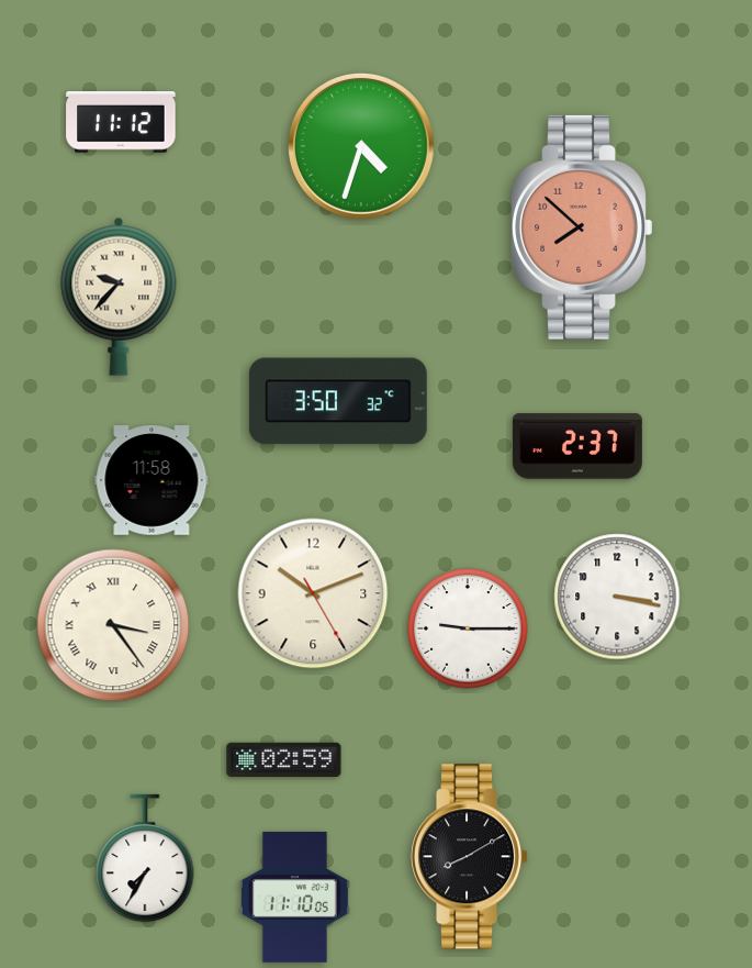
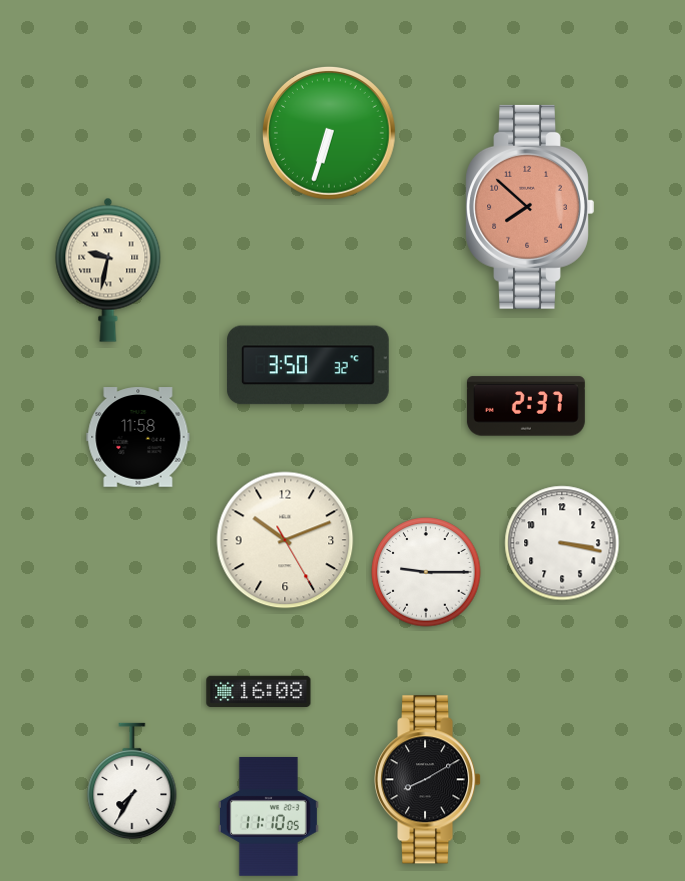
clock at (121, 122): 11:12 -> none
clock at (361, 146): 4:33 -> 6:33
clock at (119, 297): 9:37 -> 9:32
clock at (113, 625): 3:24 -> none
clock at (284, 759): 02:59 -> 16:08
